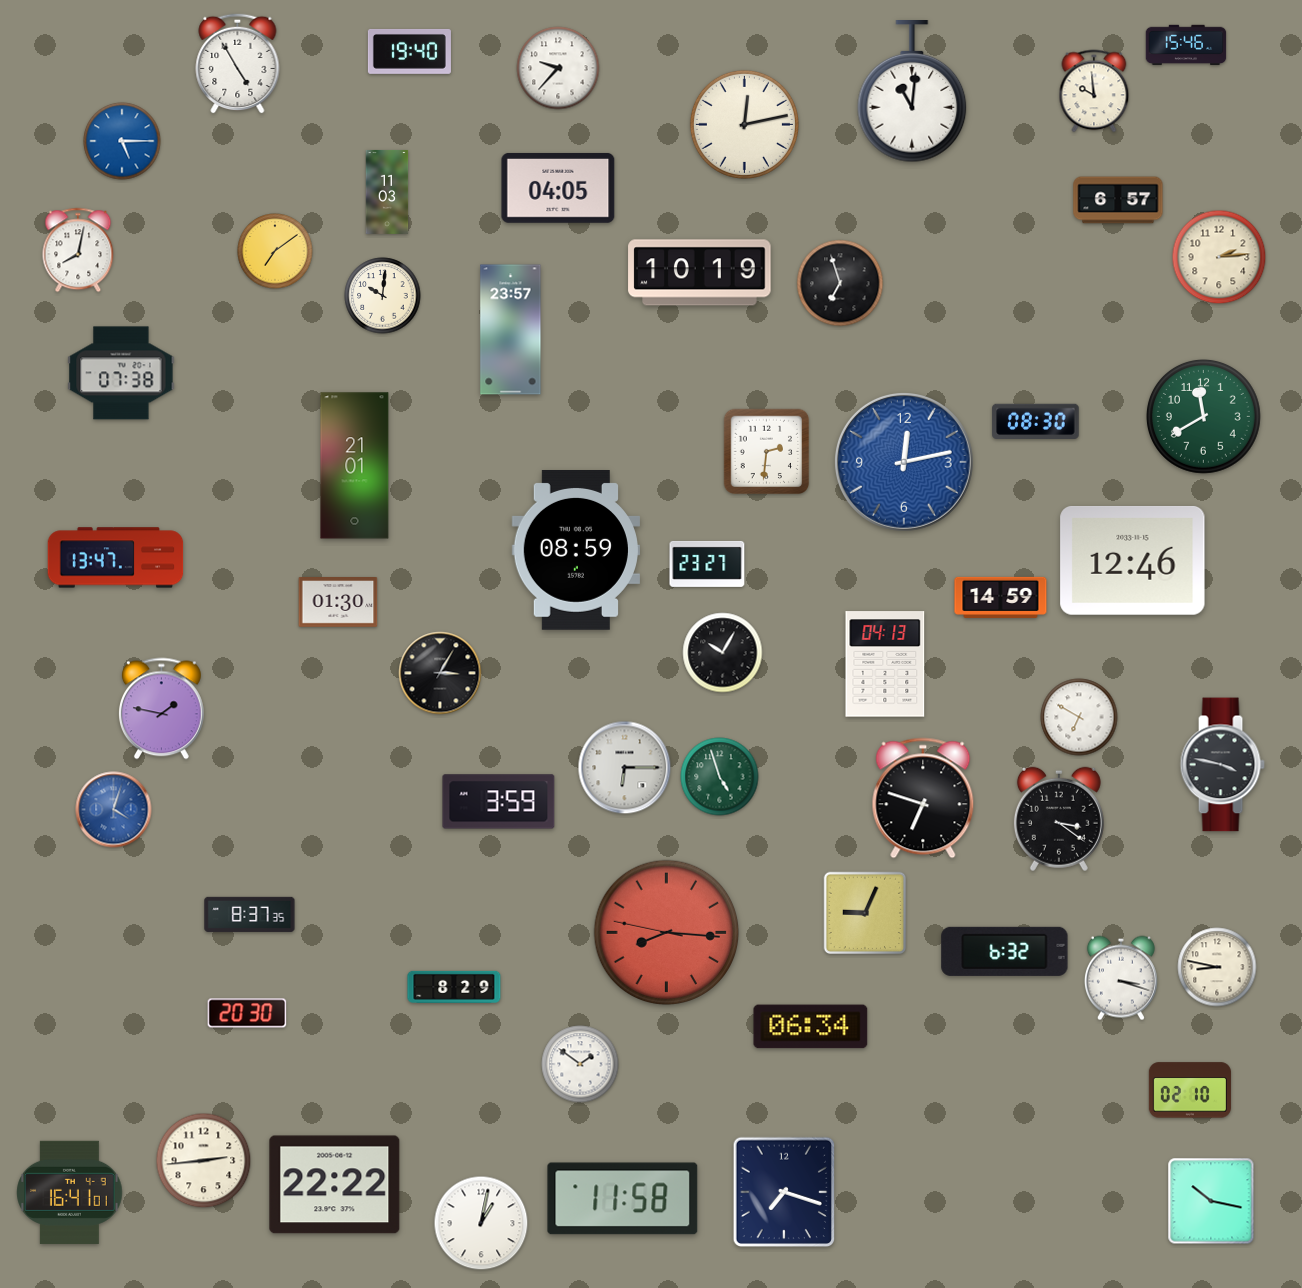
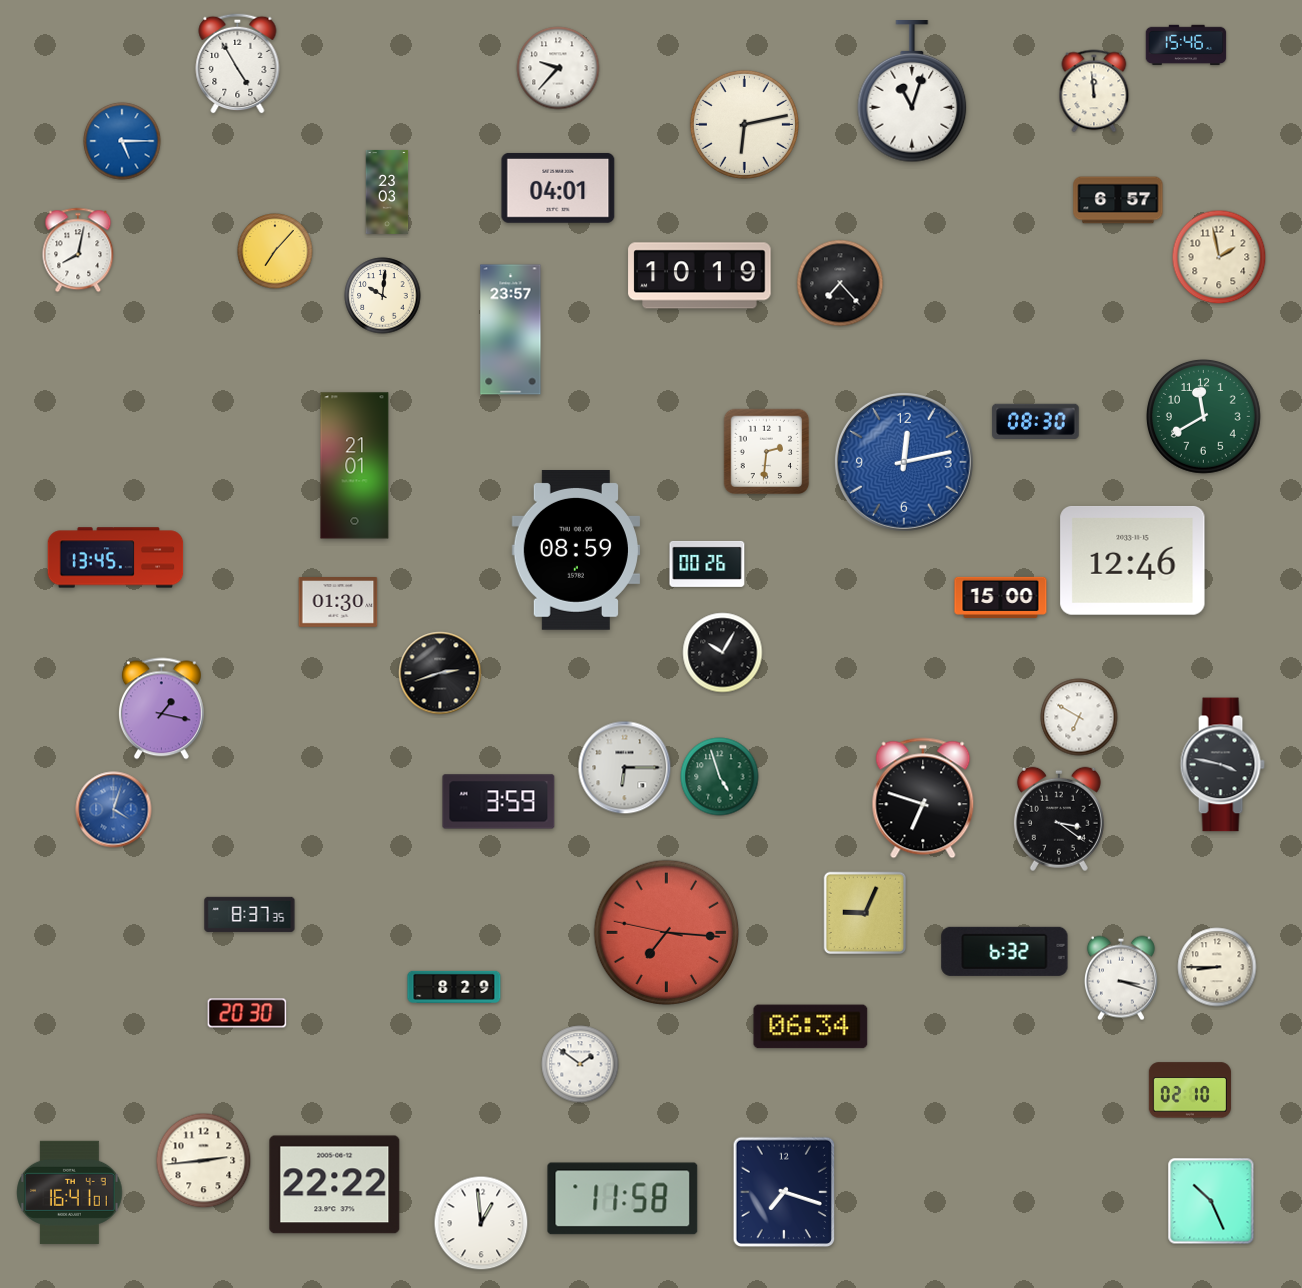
clock at (409, 51): 19:40 -> none
clock at (1094, 91): 9:59 -> 11:59
clock at (912, 92): 11:01 -> 11:03
clock at (744, 124): 12:13 -> 6:13
clock at (558, 188): 04:05 -> 04:01
clock at (387, 192): 11:03 -> 23:03
clock at (275, 251): 7:09 -> 7:07
clock at (1219, 257): 2:14 -> 1:58
clock at (700, 273) position: (700, 273) -> (700, 276)
clock at (840, 283): 6:57 -> 7:23
clock at (121, 373): 07:38 -> none
clock at (116, 558): 13:47 -> 13:45
clock at (707, 564): 23:27 -> 00:26
clock at (1001, 597): 14:59 -> 15:00
clock at (885, 664): 04:13 -> none
clock at (440, 673): 3:05 -> 2:42
clock at (161, 709): 1:47 -> 1:17
clock at (667, 933): 8:15 -> 7:15
clock at (1217, 967): 8:47 -> 8:45
clock at (1211, 1201): 10:17 -> 10:26
clock at (481, 1223): 1:02 -> 12:59
